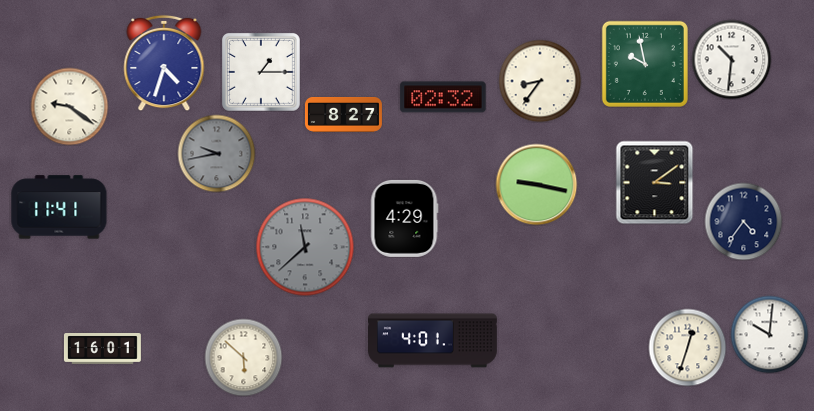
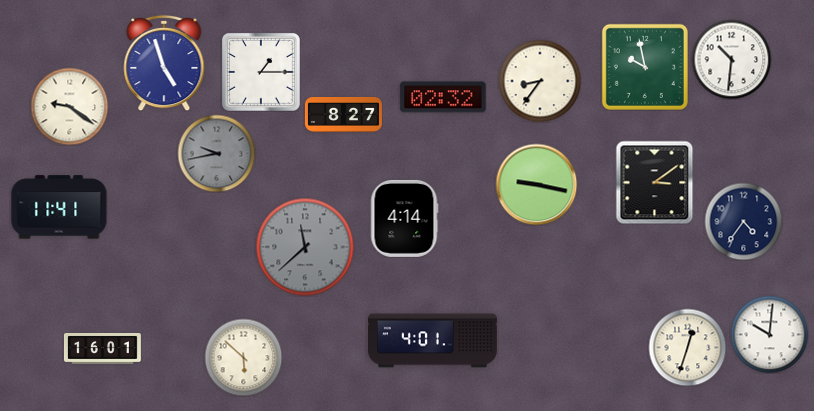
clock at (164, 63): 4:33 -> 4:57
clock at (645, 64) position: (645, 64) -> (645, 67)
clock at (404, 218): 4:29 -> 4:14
